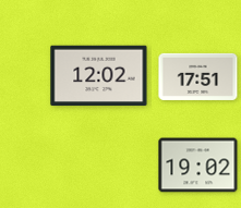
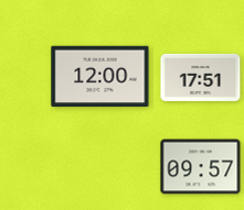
clock at (99, 76): 12:02 -> 12:00
clock at (198, 166): 19:02 -> 09:57
